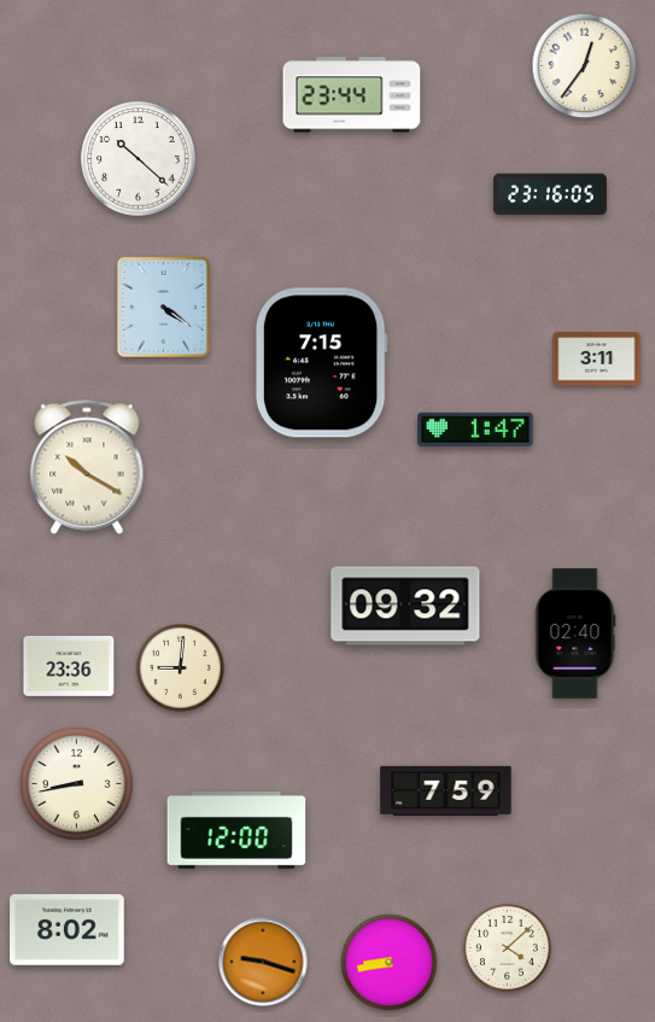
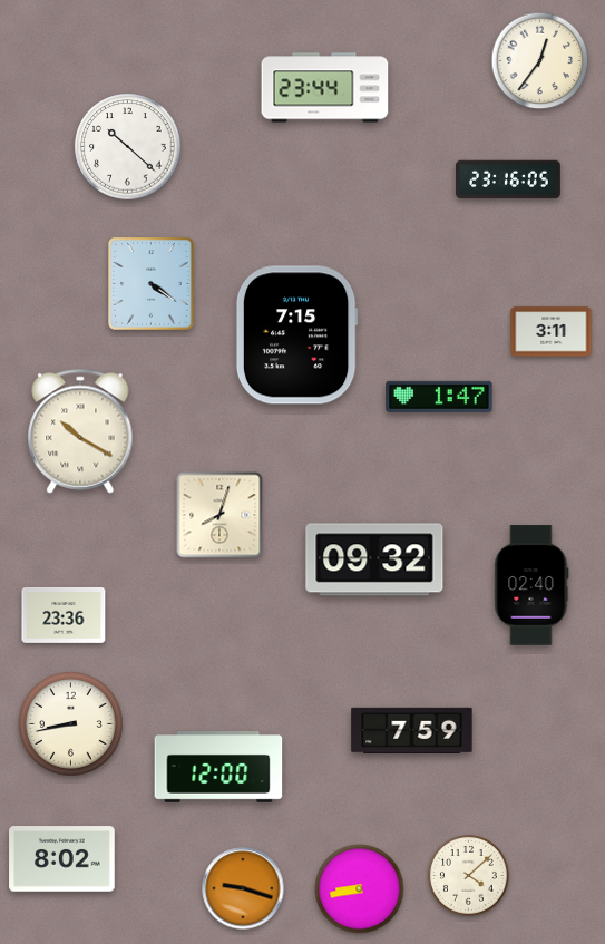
clock at (219, 515): none -> 8:03
clock at (181, 668): 9:01 -> none
